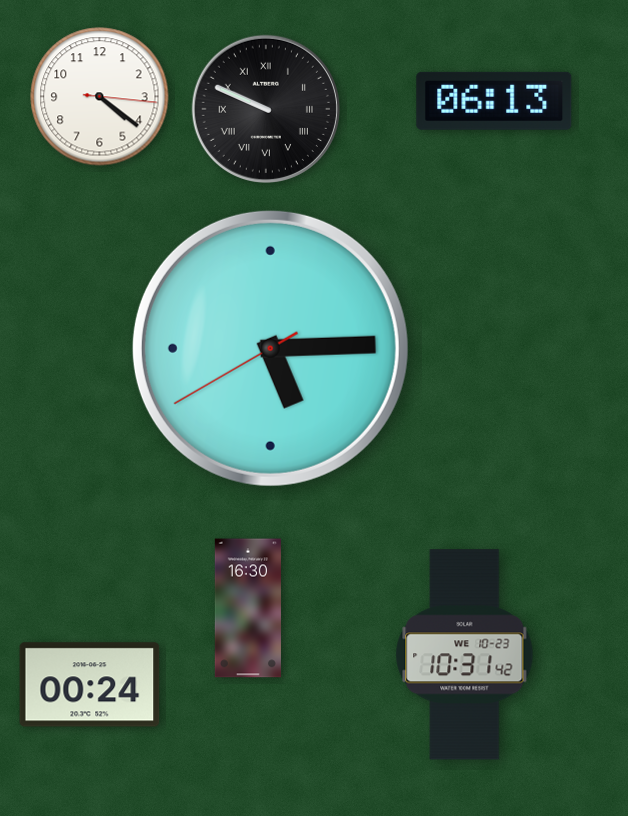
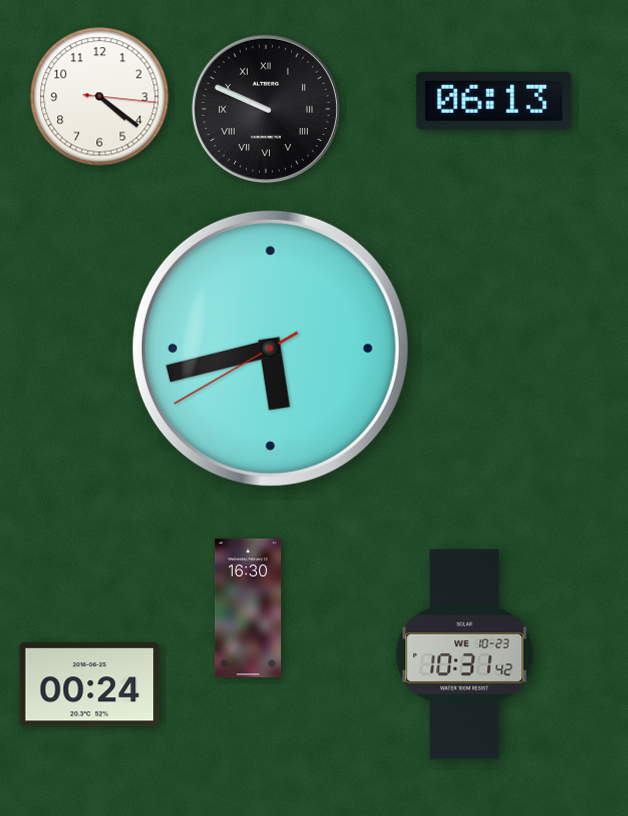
clock at (270, 348): 5:14 -> 5:42
